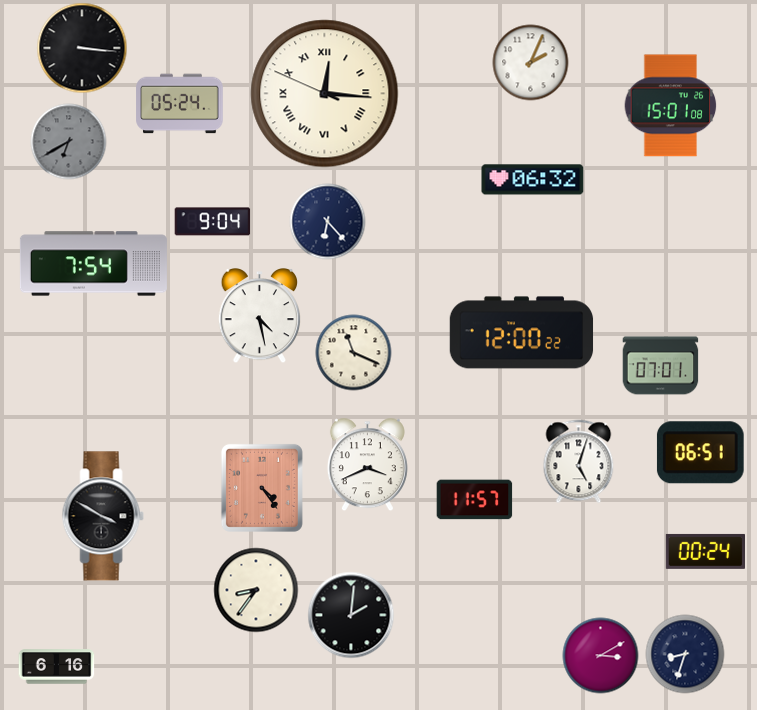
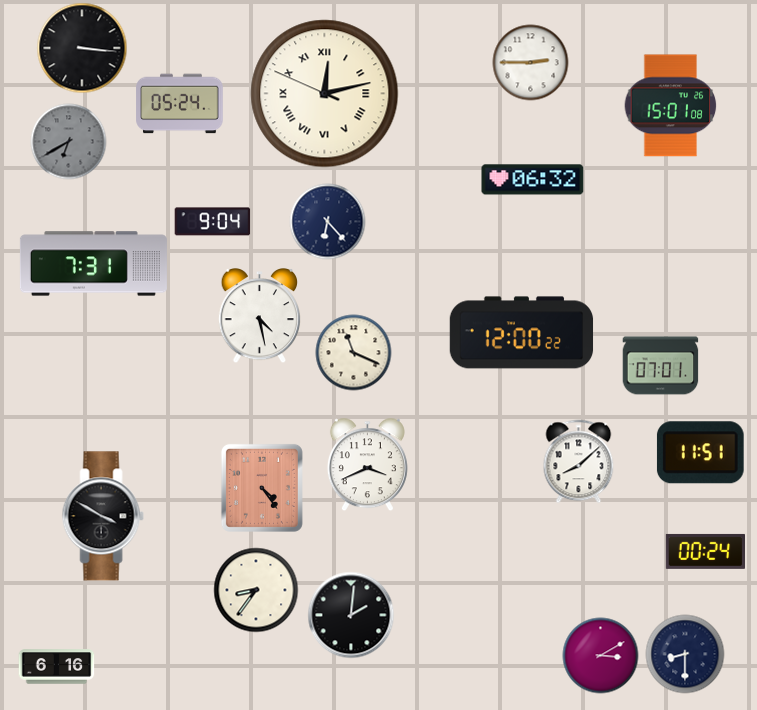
clock at (531, 63): 2:04 -> 2:45
clock at (325, 94): 12:15 -> 12:12
clock at (93, 264): 7:54 -> 7:31
clock at (700, 453): 06:51 -> 11:51
clock at (579, 462): 5:03 -> 8:08
clock at (475, 500): 11:57 -> none
clock at (685, 654): 8:33 -> 8:30
